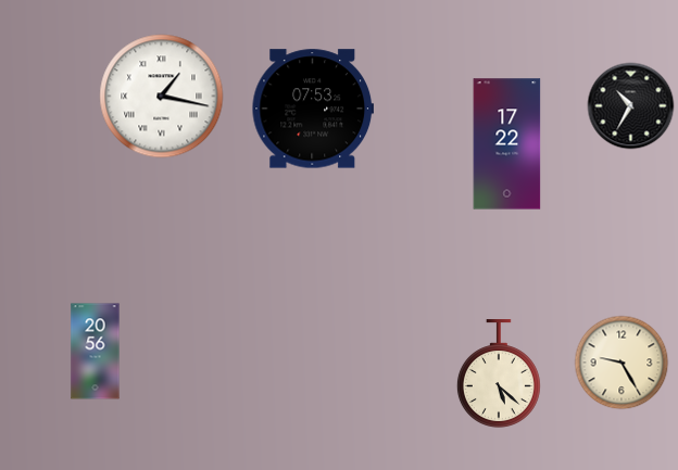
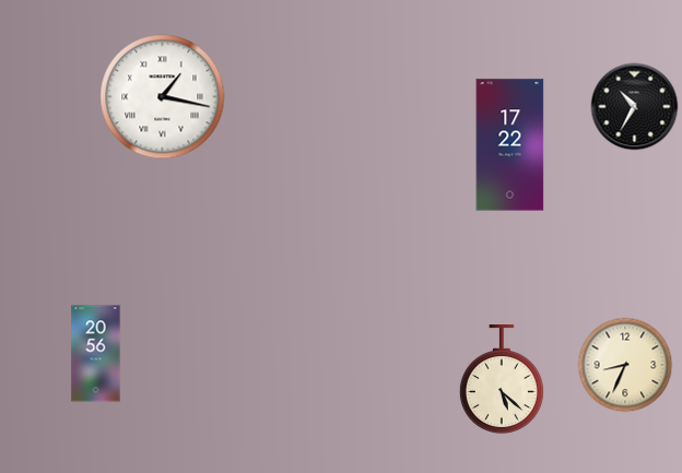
clock at (312, 109): 07:53 -> none
clock at (621, 363): 9:25 -> 8:34
clock at (499, 373) position: (499, 373) -> (502, 379)
